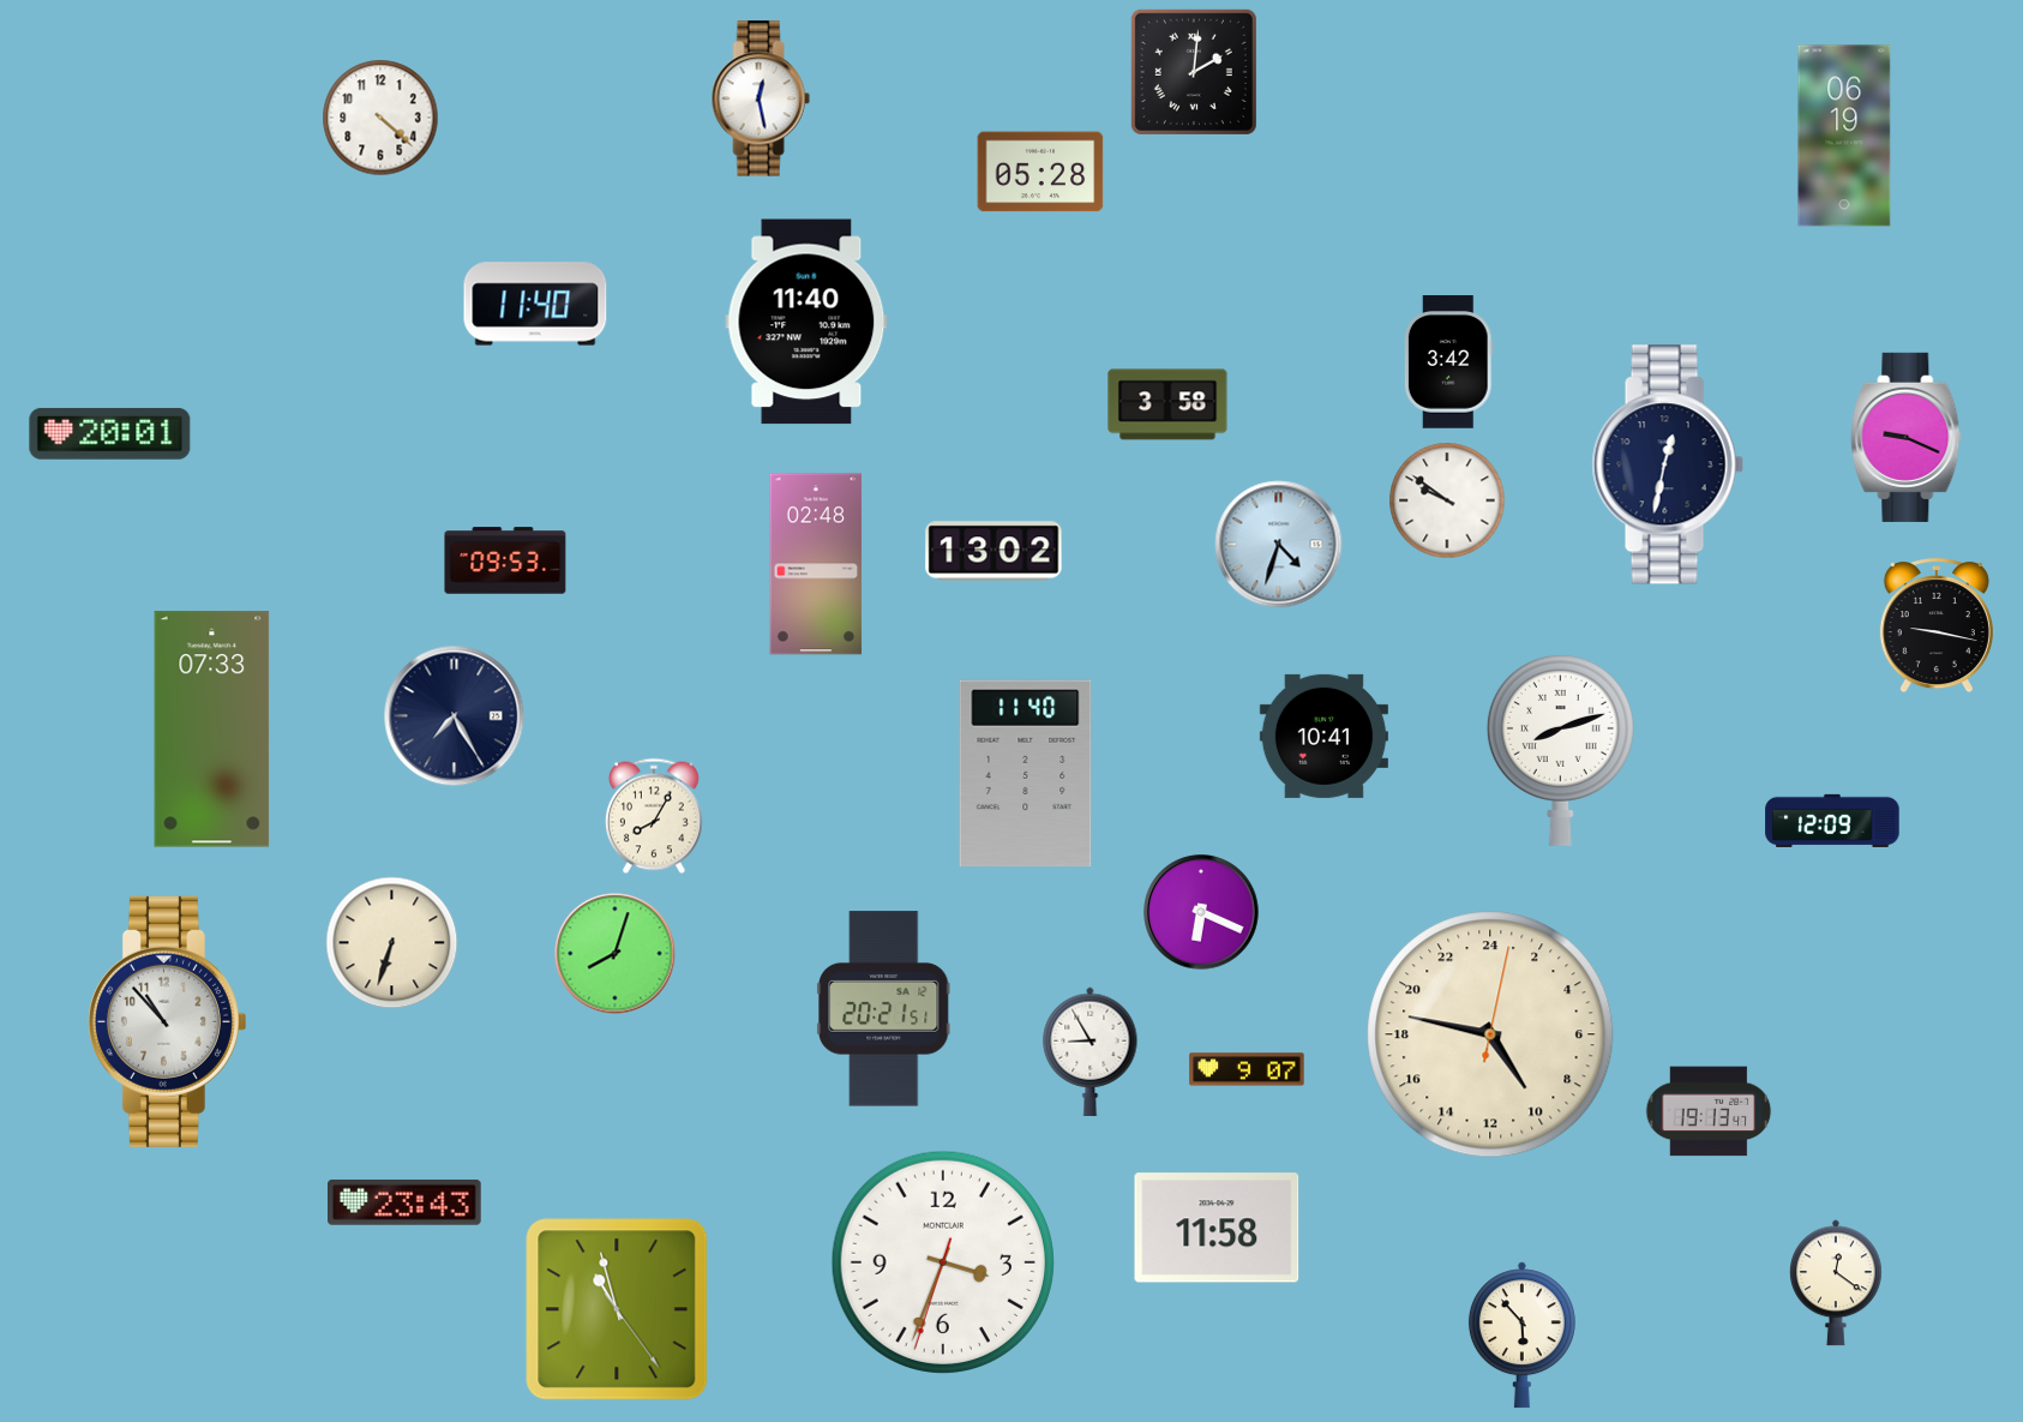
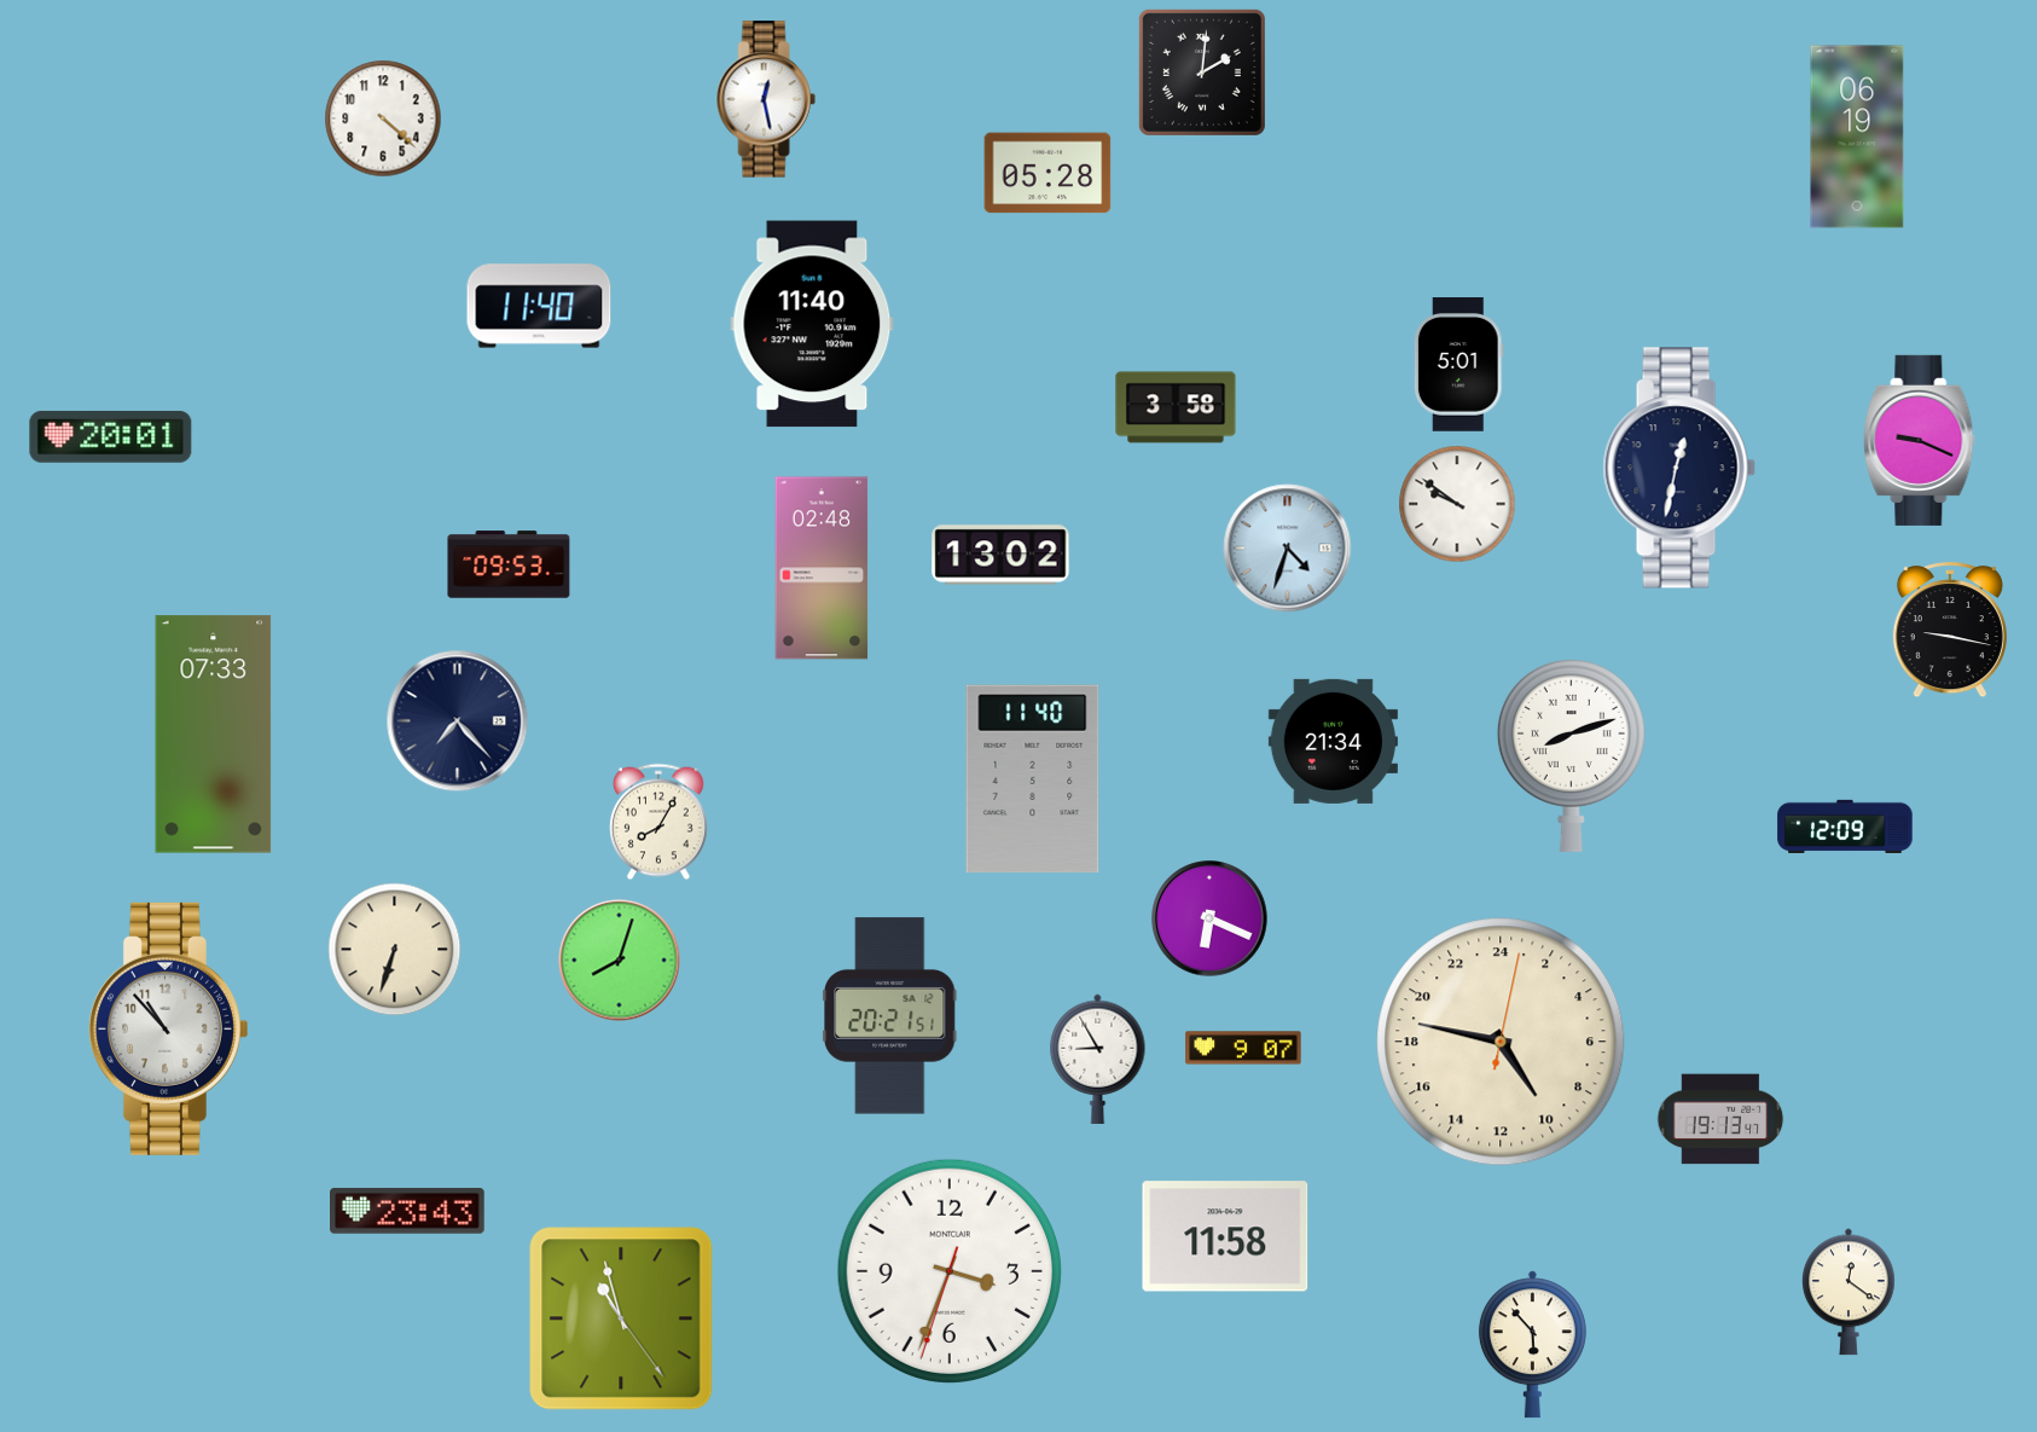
clock at (1448, 362): 3:42 -> 5:01
clock at (455, 716): 7:25 -> 7:23
clock at (1323, 736): 10:41 -> 21:34
clock at (1247, 1069) position: (1247, 1069) -> (1243, 1048)
